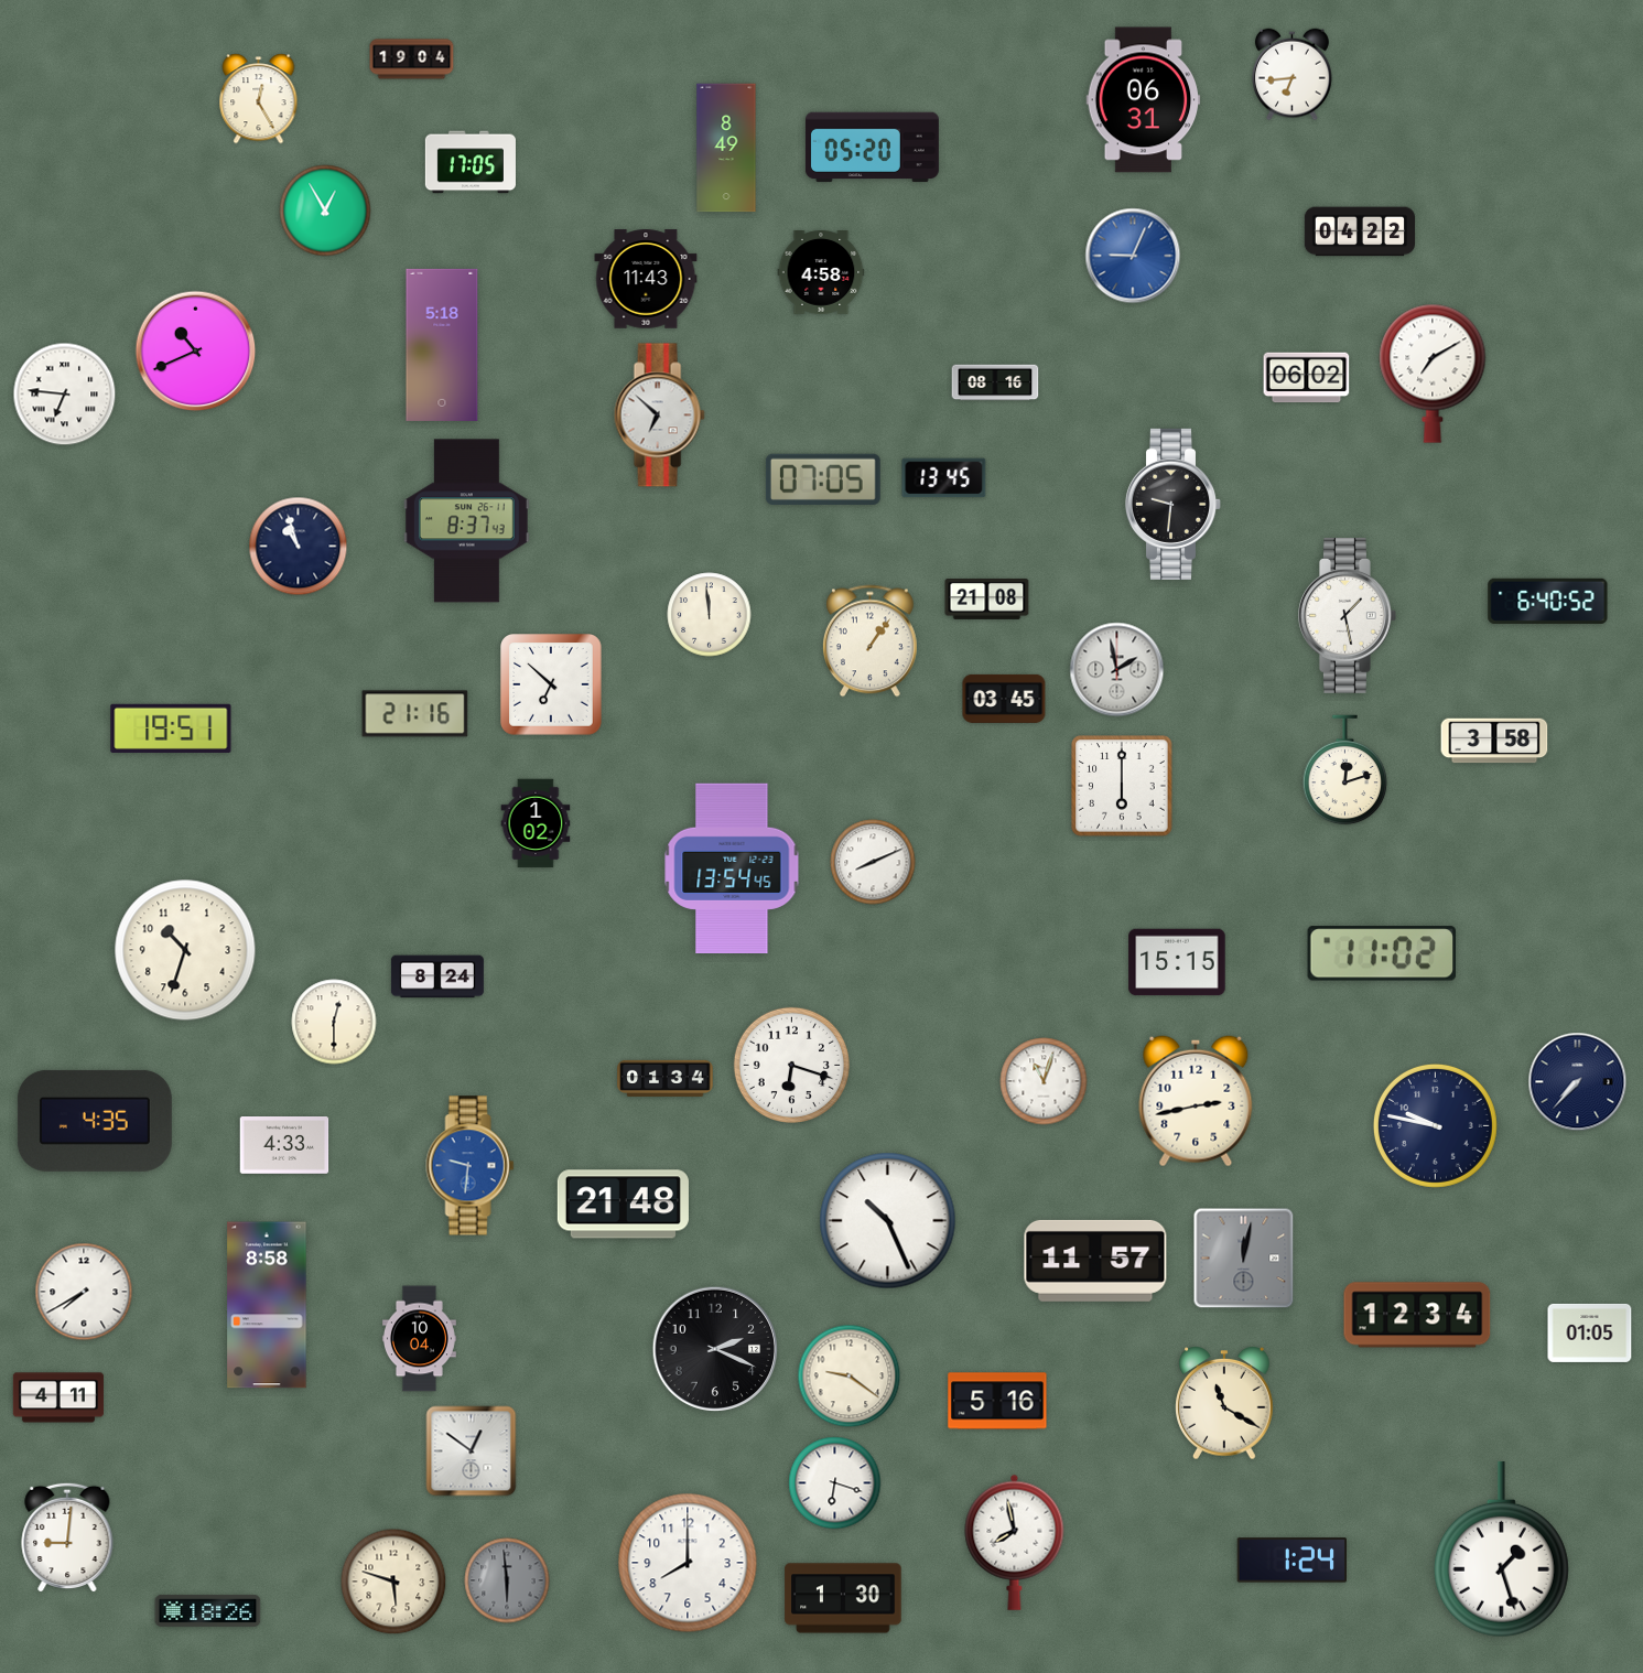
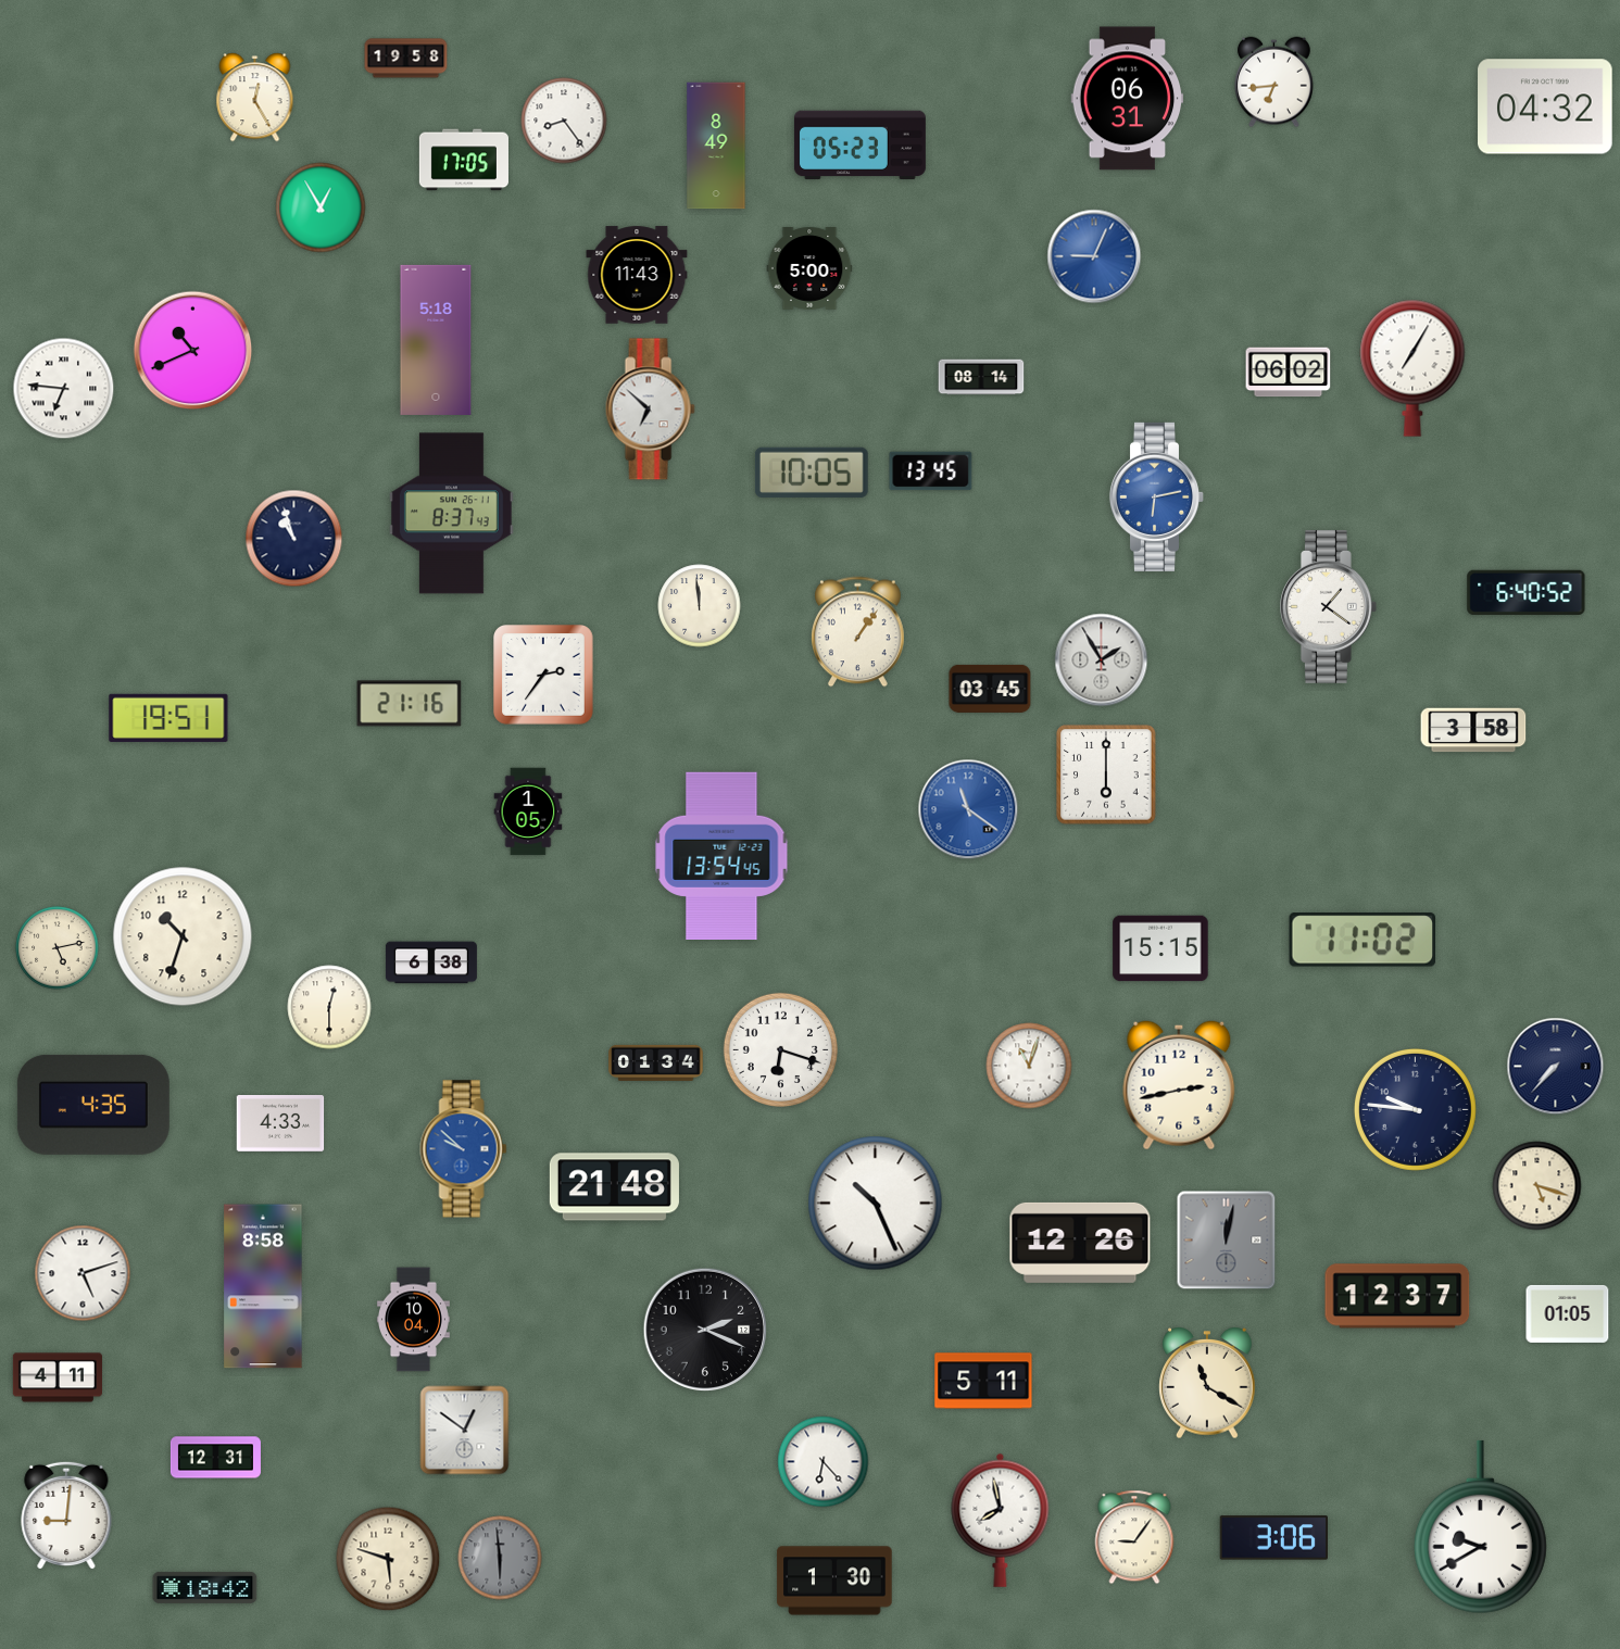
clock at (412, 60): 19:04 -> 19:58
clock at (1293, 75) position: (1293, 75) -> (1274, 83)
clock at (1545, 106): none -> 04:32
clock at (564, 121): none -> 8:24
clock at (872, 148): 05:20 -> 05:23
clock at (1359, 231): 04:22 -> none
clock at (1133, 256) position: (1133, 256) -> (1094, 256)
clock at (821, 273): 4:58 -> 5:00
clock at (196, 352) position: (196, 352) -> (193, 351)
clock at (1433, 374): 7:10 -> 7:05
clock at (995, 382): 08:16 -> 08:14
clock at (823, 479): 07:05 -> 10:05
clock at (1174, 504): 9:31 -> 6:13
clock at (1174, 504) dial: black -> blue
clock at (466, 521) position: (466, 521) -> (451, 514)
clock at (987, 598): 21:08 -> none
clock at (1348, 615): 1:28 -> 1:21
clock at (1117, 670): 1:58 -> 1:55
clock at (551, 684): 6:52 -> 2:36
clock at (1345, 770): 12:12 -> none
clock at (968, 809): none -> 11:21
clock at (536, 823): 1:02 -> 1:05
clock at (873, 862): 8:11 -> none
clock at (58, 948): none -> 5:13
clock at (437, 976): 8:24 -> 6:38
clock at (1435, 1125): 9:47 -> 9:46
clock at (284, 1146) position: (284, 1146) -> (280, 1124)
clock at (471, 1166): 9:31 -> 9:52
clock at (1537, 1186): none -> 5:18
clock at (1095, 1261): 11:57 -> 12:26
clock at (84, 1292): 7:40 -> 5:12
clock at (1417, 1315): 12:34 -> 12:37
clock at (850, 1377): 9:21 -> none
clock at (997, 1401): 5:16 -> 5:11
clock at (215, 1458): none -> 12:31
clock at (835, 1483): 6:18 -> 6:23
clock at (1501, 1550): 1:27 -> 9:40
clock at (1134, 1537): none -> 9:06
clock at (1291, 1561): 1:24 -> 3:06
clock at (688, 1563): 8:00 -> none
clock at (843, 1598) position: (843, 1598) -> (834, 1581)
clock at (208, 1611): 18:26 -> 18:42
